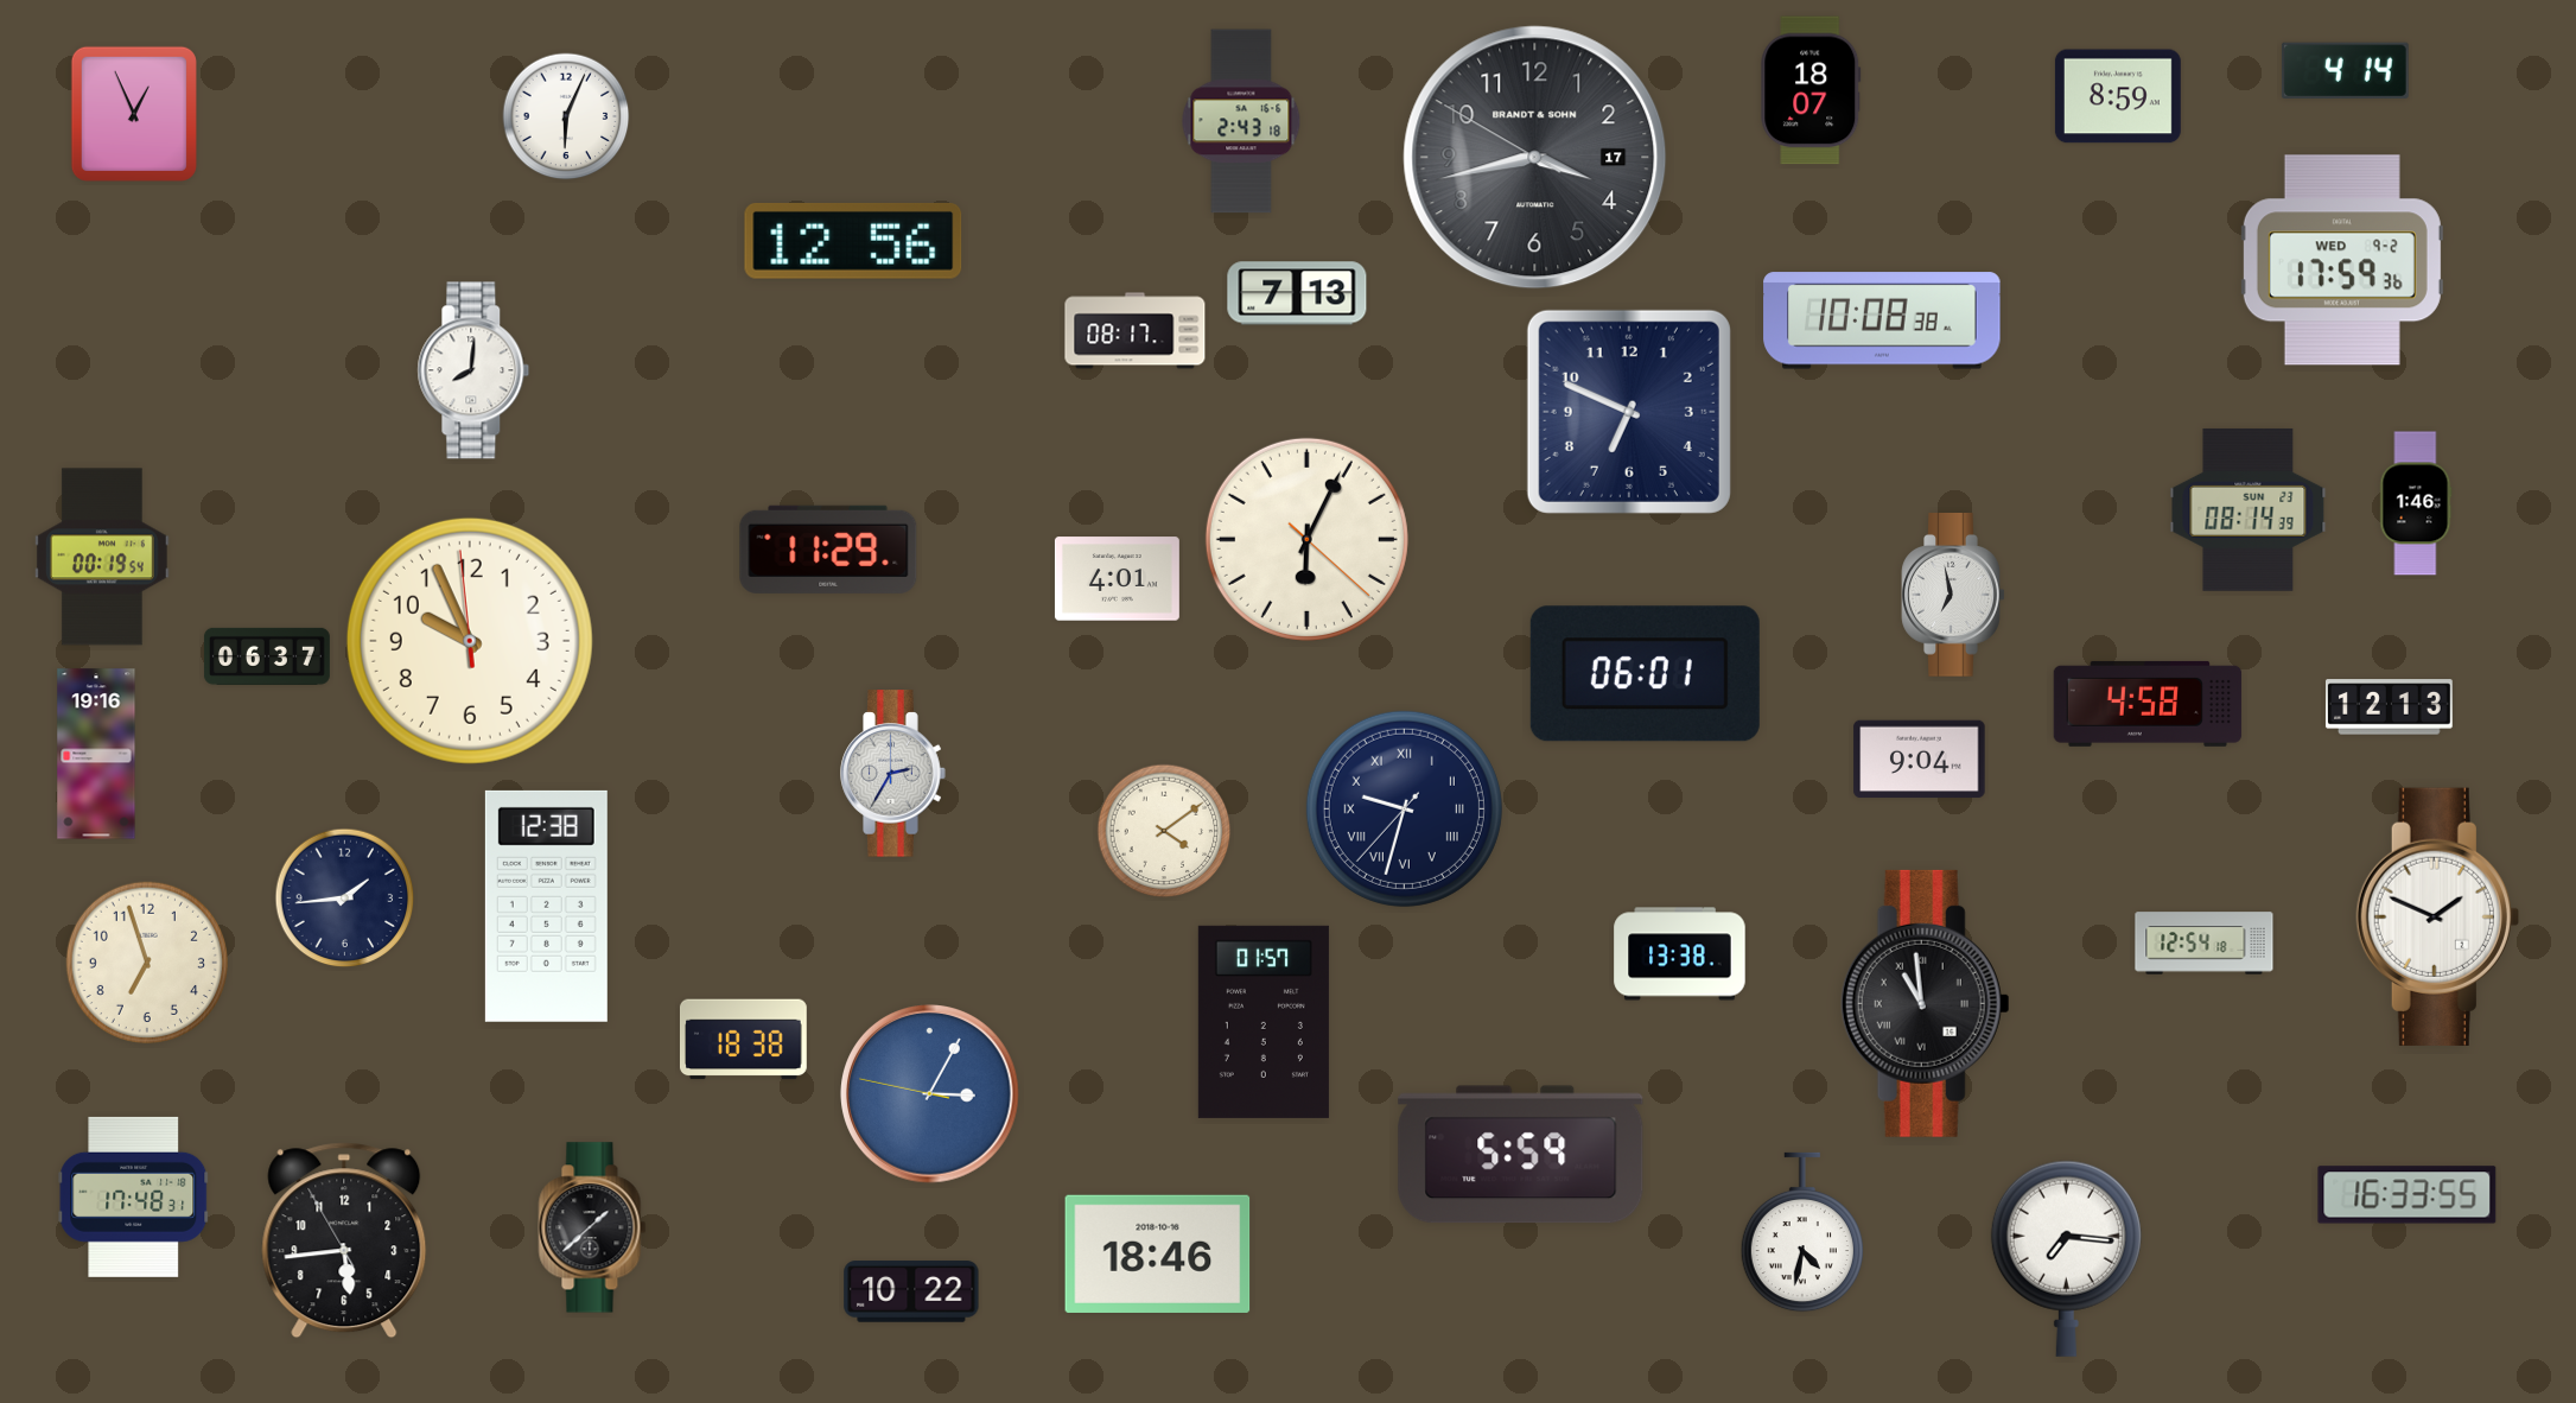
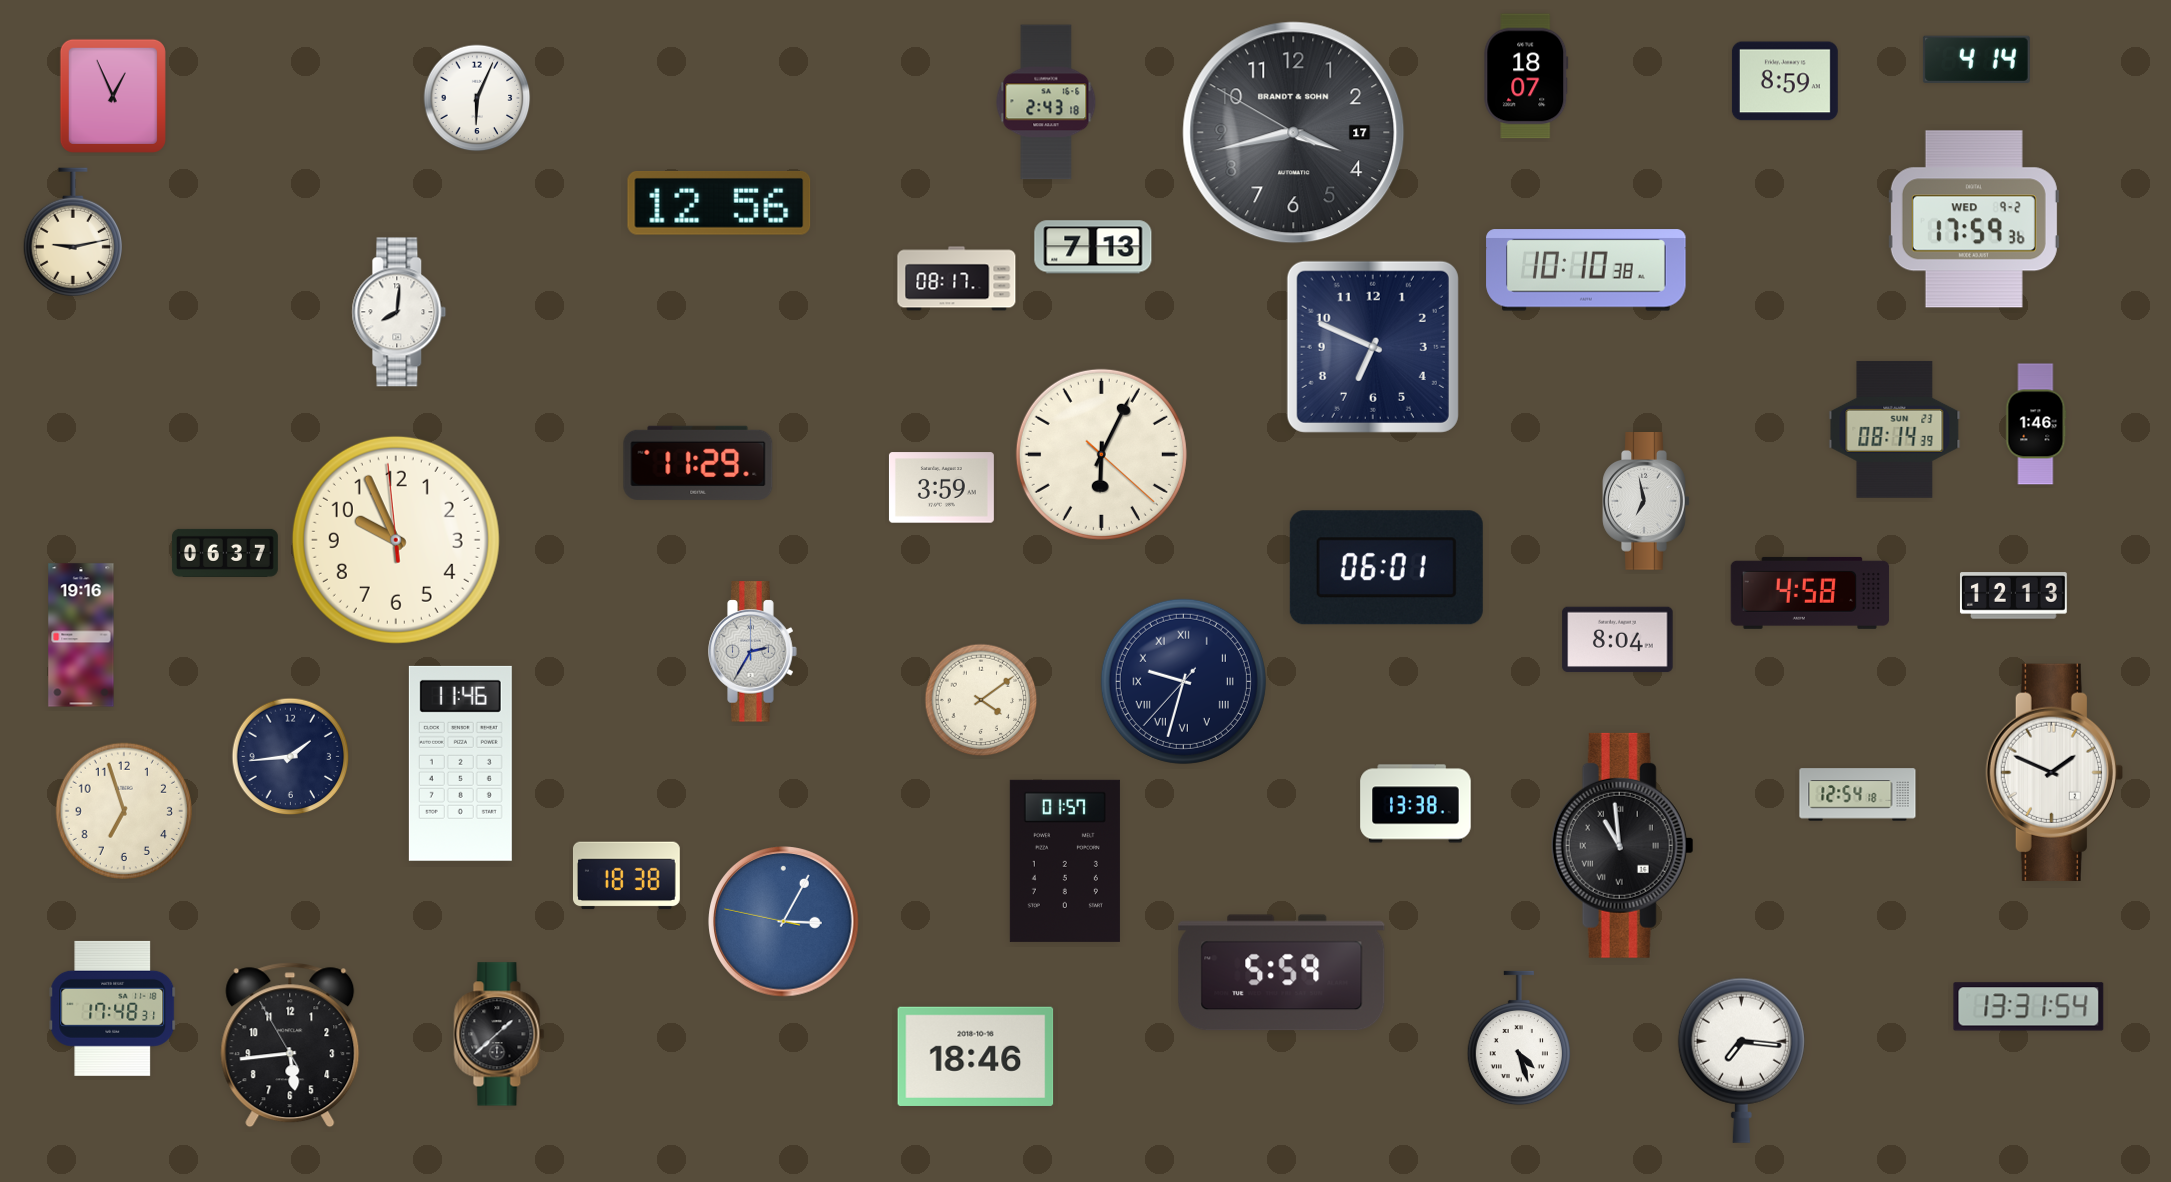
clock at (72, 232): none -> 9:13
clock at (1882, 320): 10:08 -> 10:10
clock at (102, 557): 00:19 -> none
clock at (1117, 579): 4:01 -> 3:59
clock at (1920, 760): 9:04 -> 8:04
clock at (546, 906): 12:38 -> 11:46
clock at (2408, 1195): 16:33 -> 13:31
clock at (1802, 1232): 4:32 -> 4:27
clock at (911, 1291): 10:22 -> none
